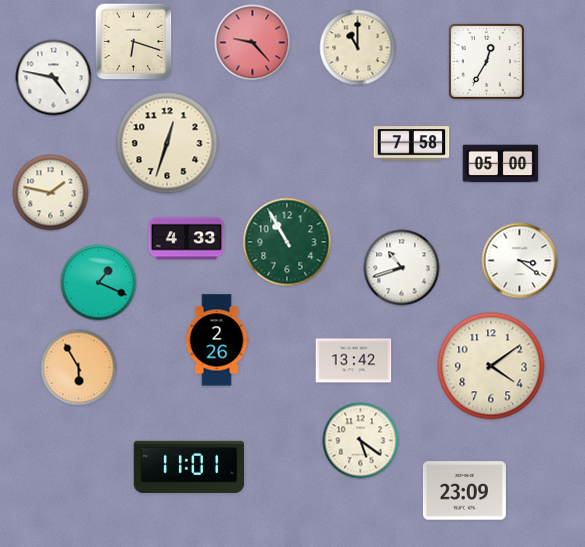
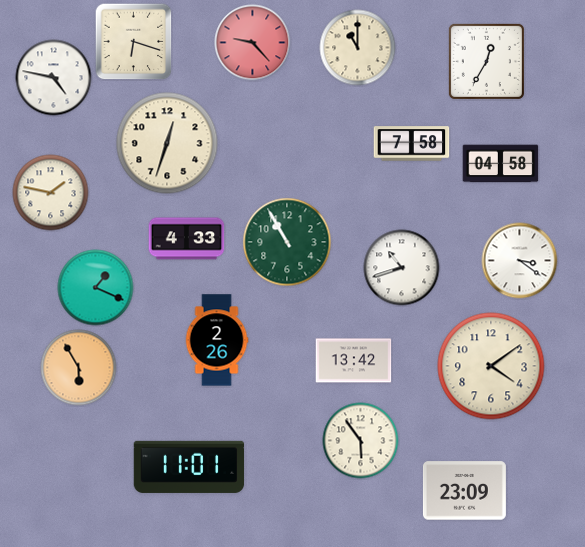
clock at (501, 164): 05:00 -> 04:58
clock at (99, 283) position: (99, 283) -> (96, 288)
clock at (361, 441): 5:21 -> 5:54
